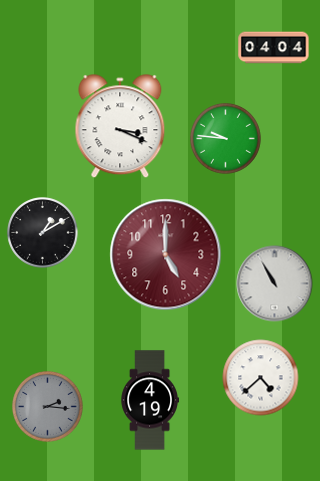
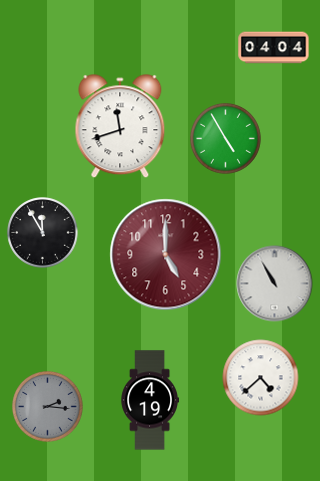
clock at (120, 127): 3:19 -> 11:42
clock at (226, 139): 9:46 -> 4:55
clock at (43, 233): 1:10 -> 11:55
